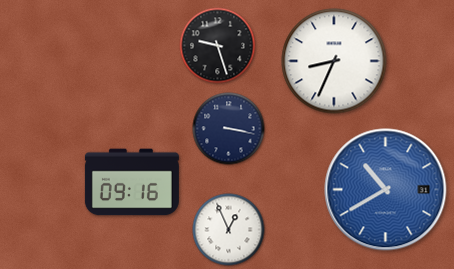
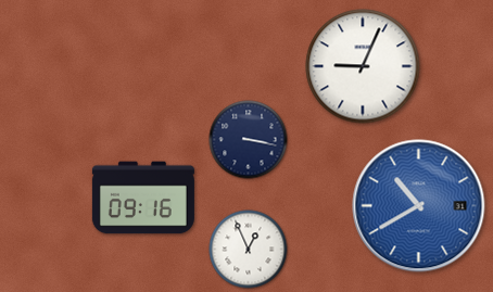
clock at (218, 46): 9:27 -> none
clock at (334, 61): 8:34 -> 9:04
